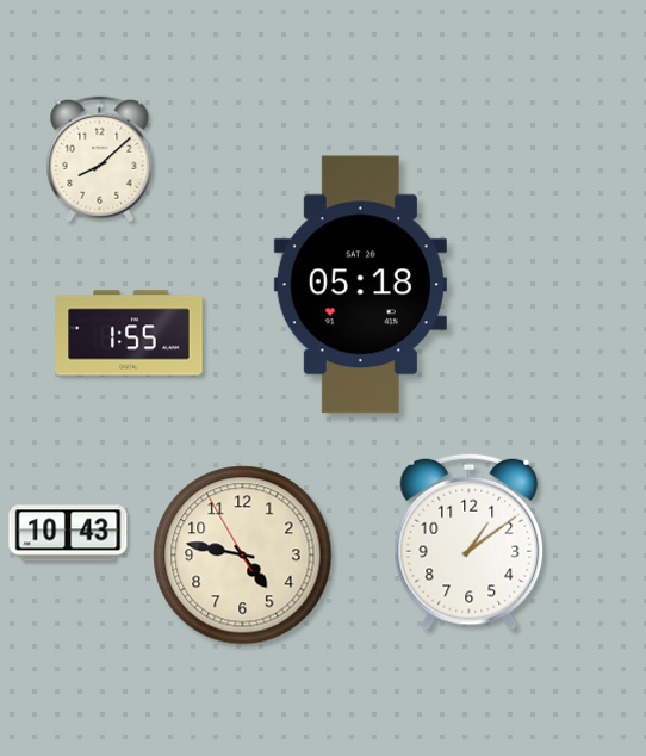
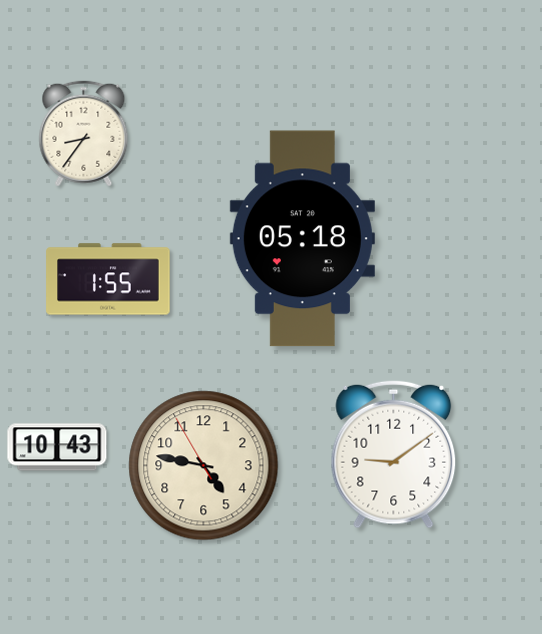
clock at (100, 160): 8:08 -> 8:36
clock at (470, 541): 1:09 -> 9:09
